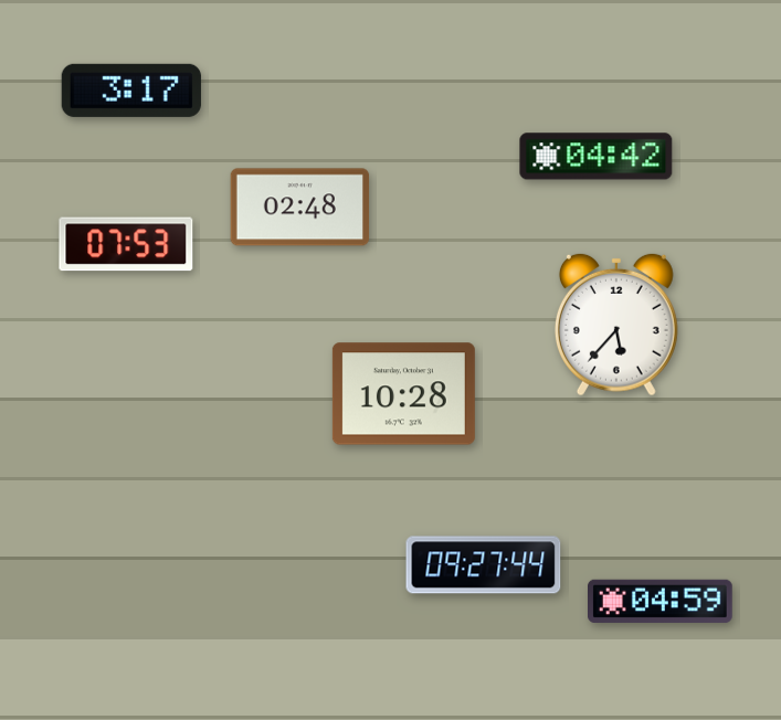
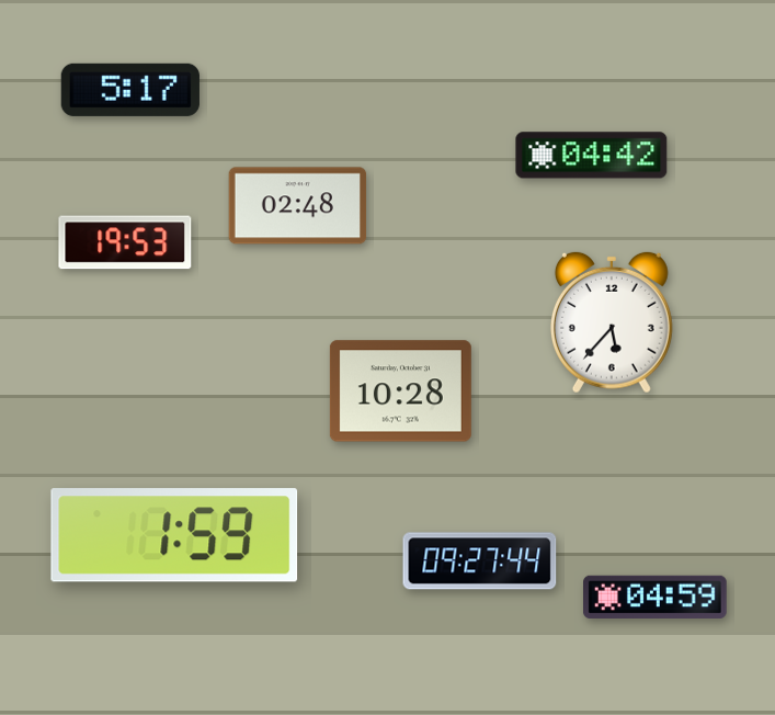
clock at (131, 91): 3:17 -> 5:17
clock at (126, 244): 07:53 -> 19:53
clock at (174, 535): none -> 1:59
